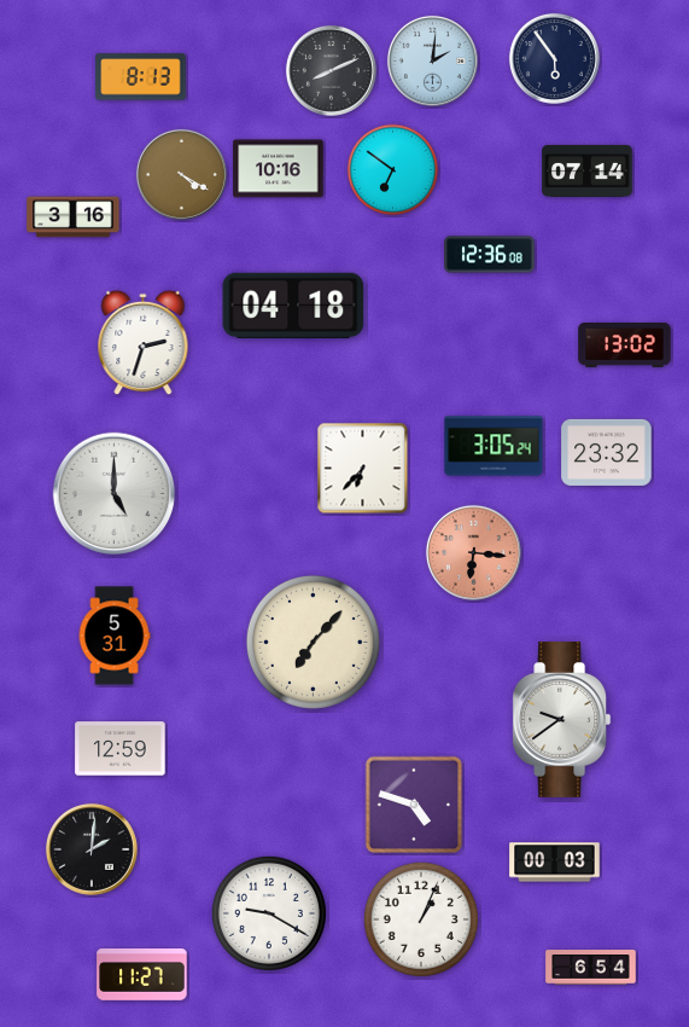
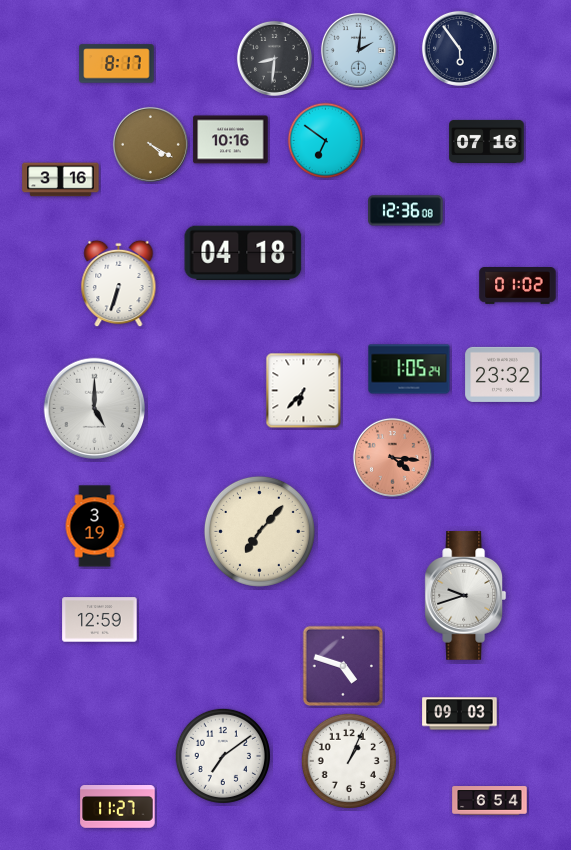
clock at (331, 70): 8:11 -> 8:31
clock at (141, 77): 8:13 -> 8:17
clock at (588, 170): 07:14 -> 07:16
clock at (144, 343): 2:33 -> 6:33
clock at (625, 346): 13:02 -> 01:02
clock at (494, 446): 3:05 -> 1:05
clock at (363, 469) position: (363, 469) -> (304, 391)
clock at (473, 552): 6:16 -> 4:16
clock at (115, 636): 5:31 -> 3:19
clock at (562, 720): 9:39 -> 9:42
clock at (92, 849): 2:01 -> none
clock at (555, 863): 00:03 -> 09:03
clock at (269, 913): 9:20 -> 7:09
